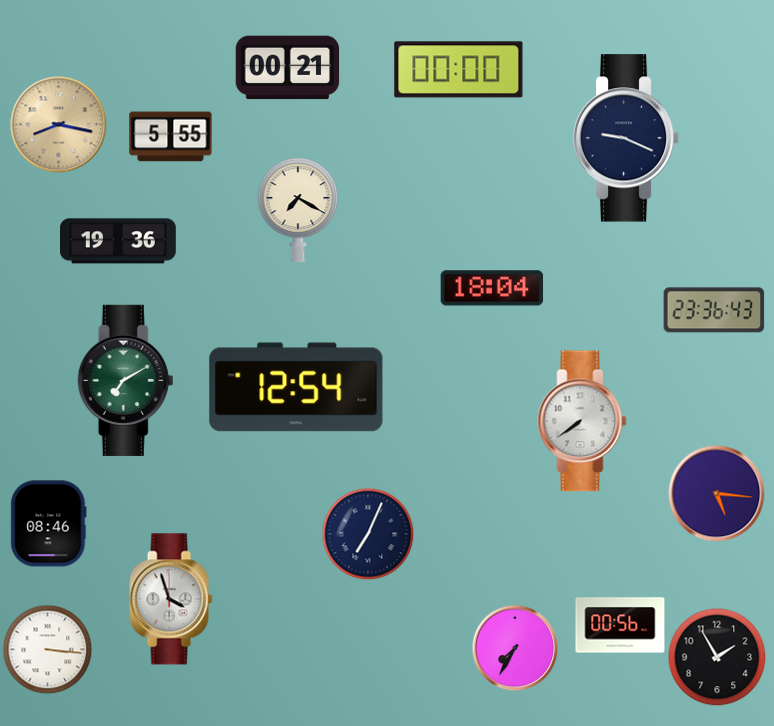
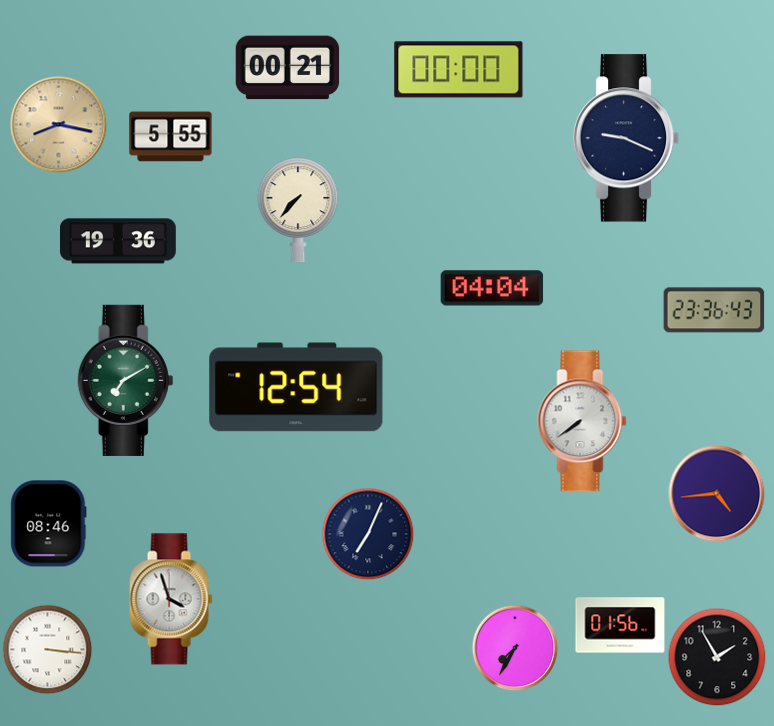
clock at (298, 210): 7:20 -> 7:37
clock at (492, 288): 18:04 -> 04:04
clock at (717, 494): 5:16 -> 4:44
clock at (620, 625): 00:56 -> 01:56
